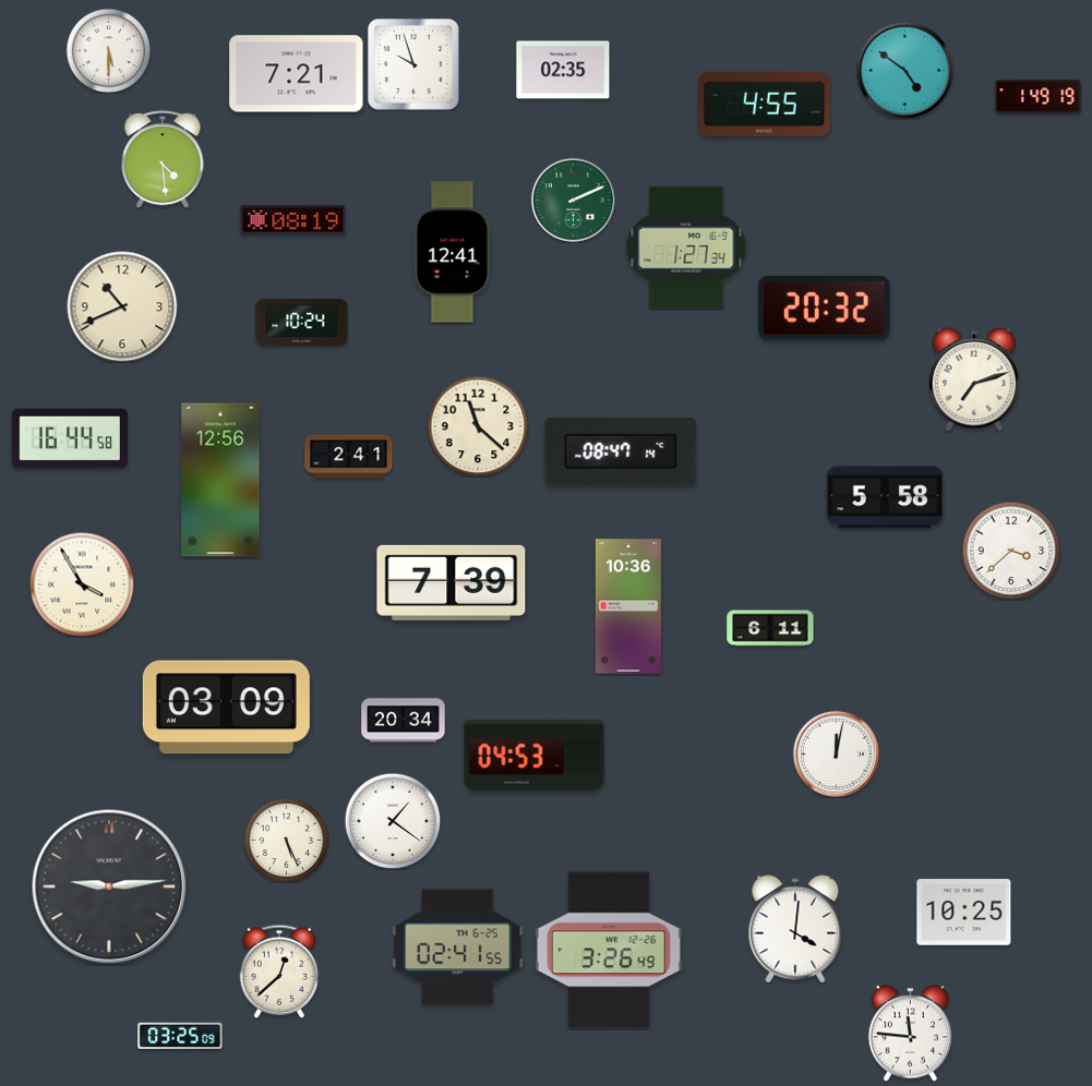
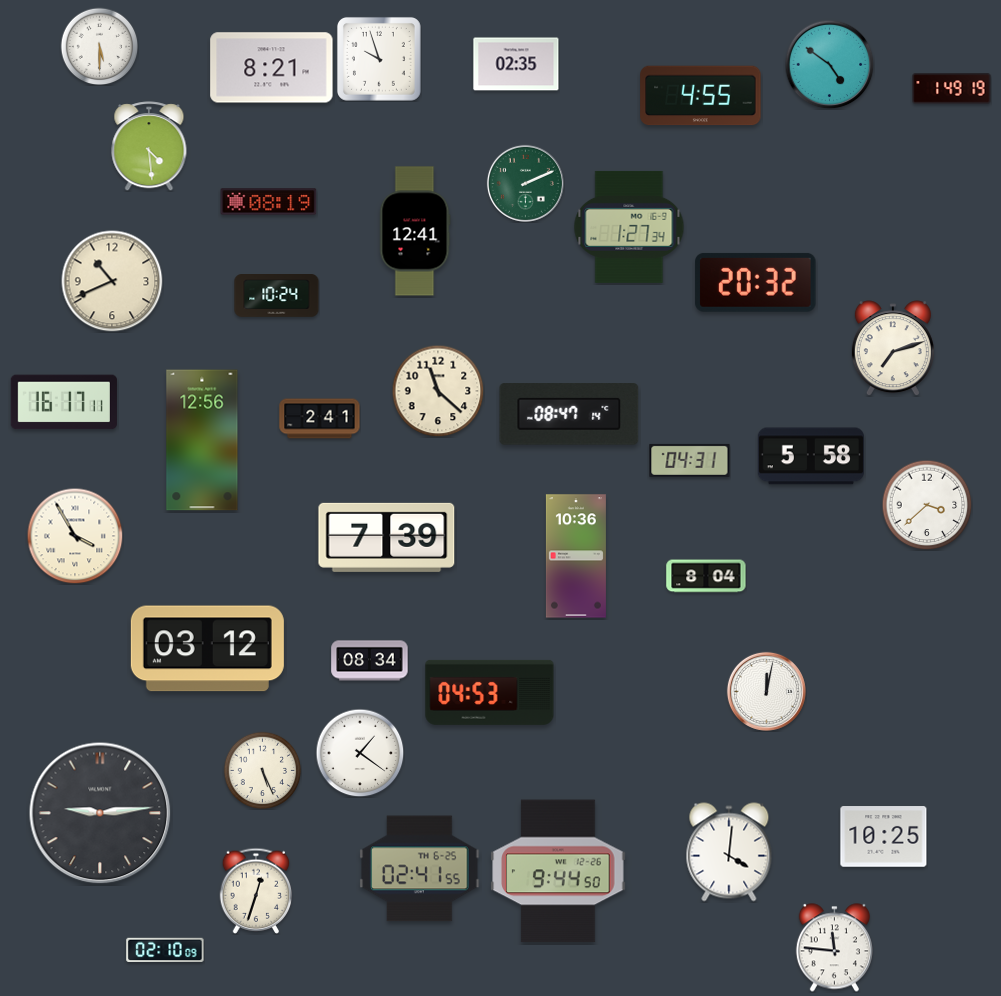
clock at (297, 74): 7:21 -> 8:21
clock at (70, 438): 16:44 -> 16:17
clock at (690, 460): none -> 04:31
clock at (452, 582) position: (452, 582) -> (387, 537)
clock at (770, 628): 6:11 -> 8:04
clock at (226, 708): 03:09 -> 03:12
clock at (404, 721): 20:34 -> 08:34
clock at (609, 950): 3:26 -> 9:44
clock at (279, 972): 12:38 -> 12:33
clock at (180, 1036): 03:25 -> 02:10
